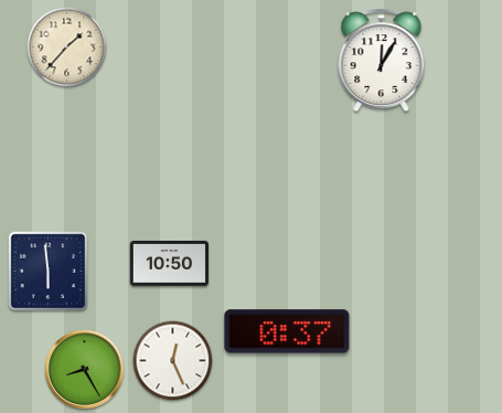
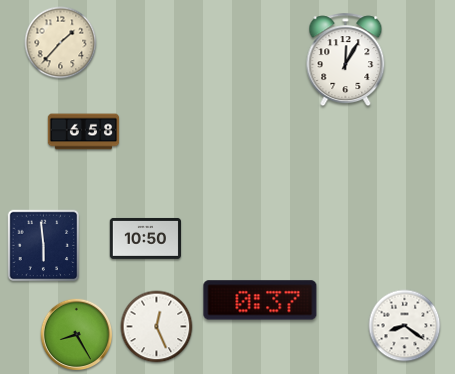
clock at (382, 61) position: (382, 61) -> (346, 60)
clock at (84, 132): none -> 6:58
clock at (169, 263) position: (169, 263) -> (145, 238)
clock at (405, 326): none -> 8:21
